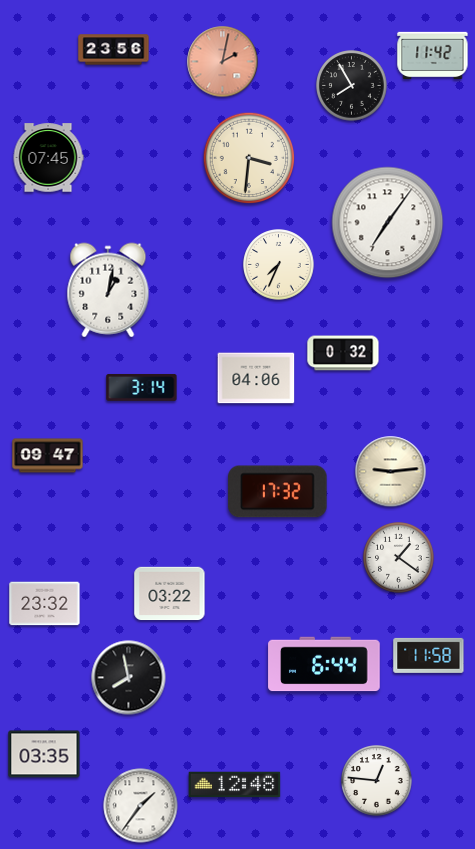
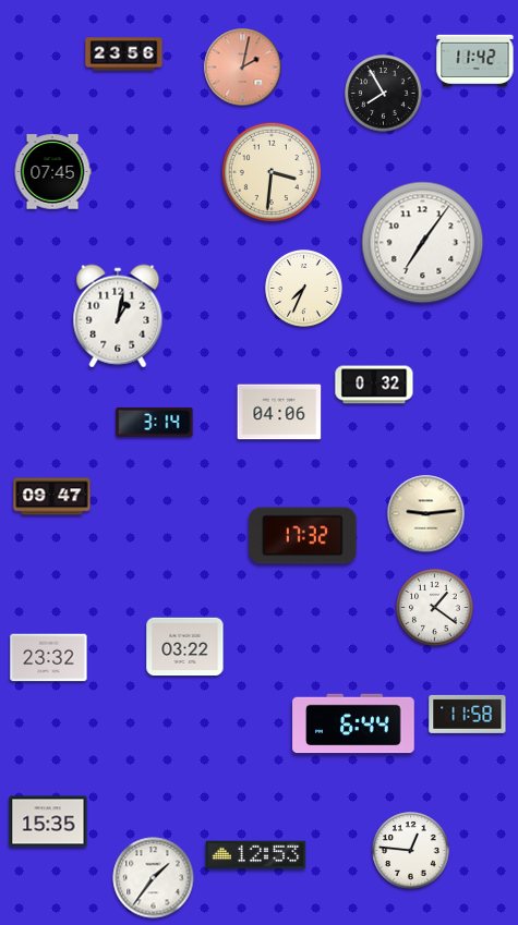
clock at (433, 56) position: (433, 56) -> (475, 61)
clock at (129, 678): 7:58 -> none
clock at (44, 754): 03:35 -> 15:35
clock at (235, 785): 12:48 -> 12:53
